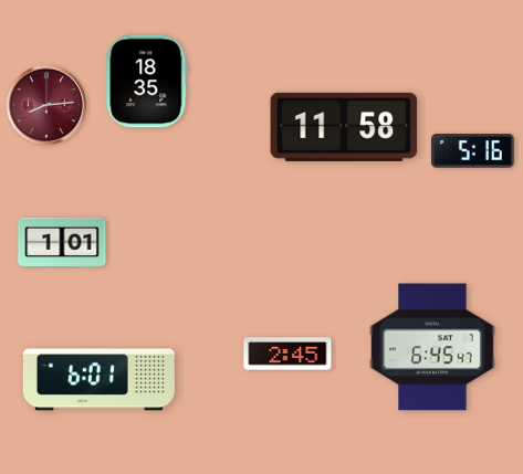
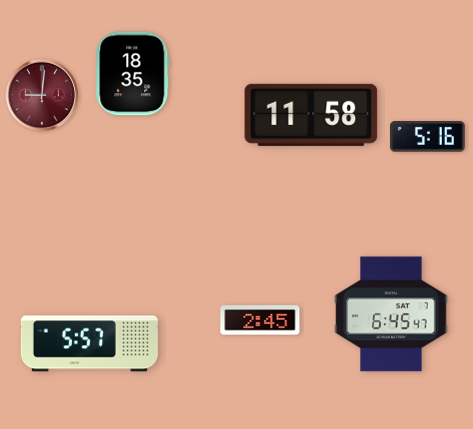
clock at (45, 104): 8:14 -> 9:01
clock at (62, 242): 1:01 -> none
clock at (98, 380): 6:01 -> 5:57
